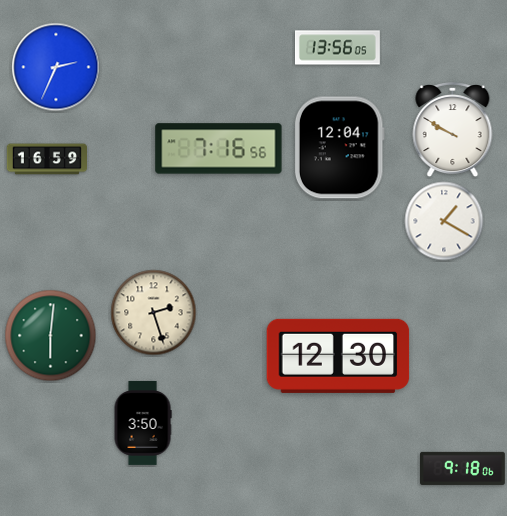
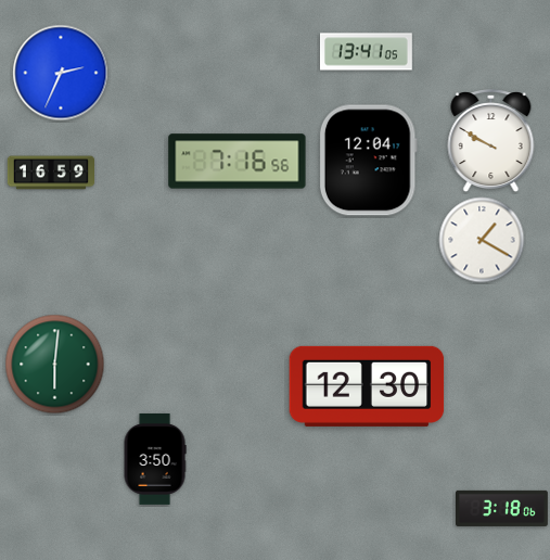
clock at (338, 48): 13:56 -> 13:41
clock at (154, 313): 2:27 -> none
clock at (463, 468): 9:18 -> 3:18
